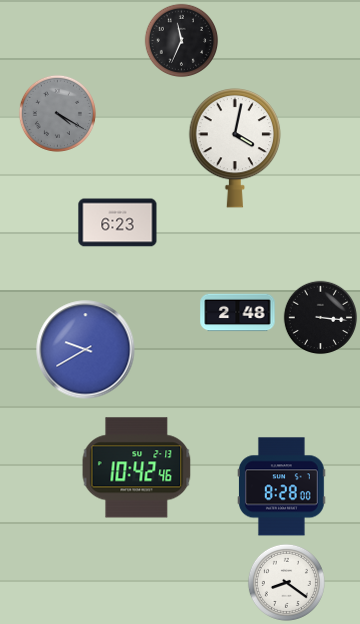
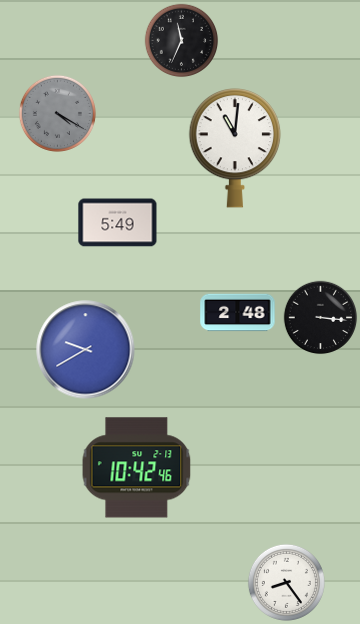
clock at (235, 148): 4:02 -> 11:01
clock at (118, 223): 6:23 -> 5:49
clock at (281, 487): 8:28 -> none
clock at (286, 582): 8:21 -> 8:24
